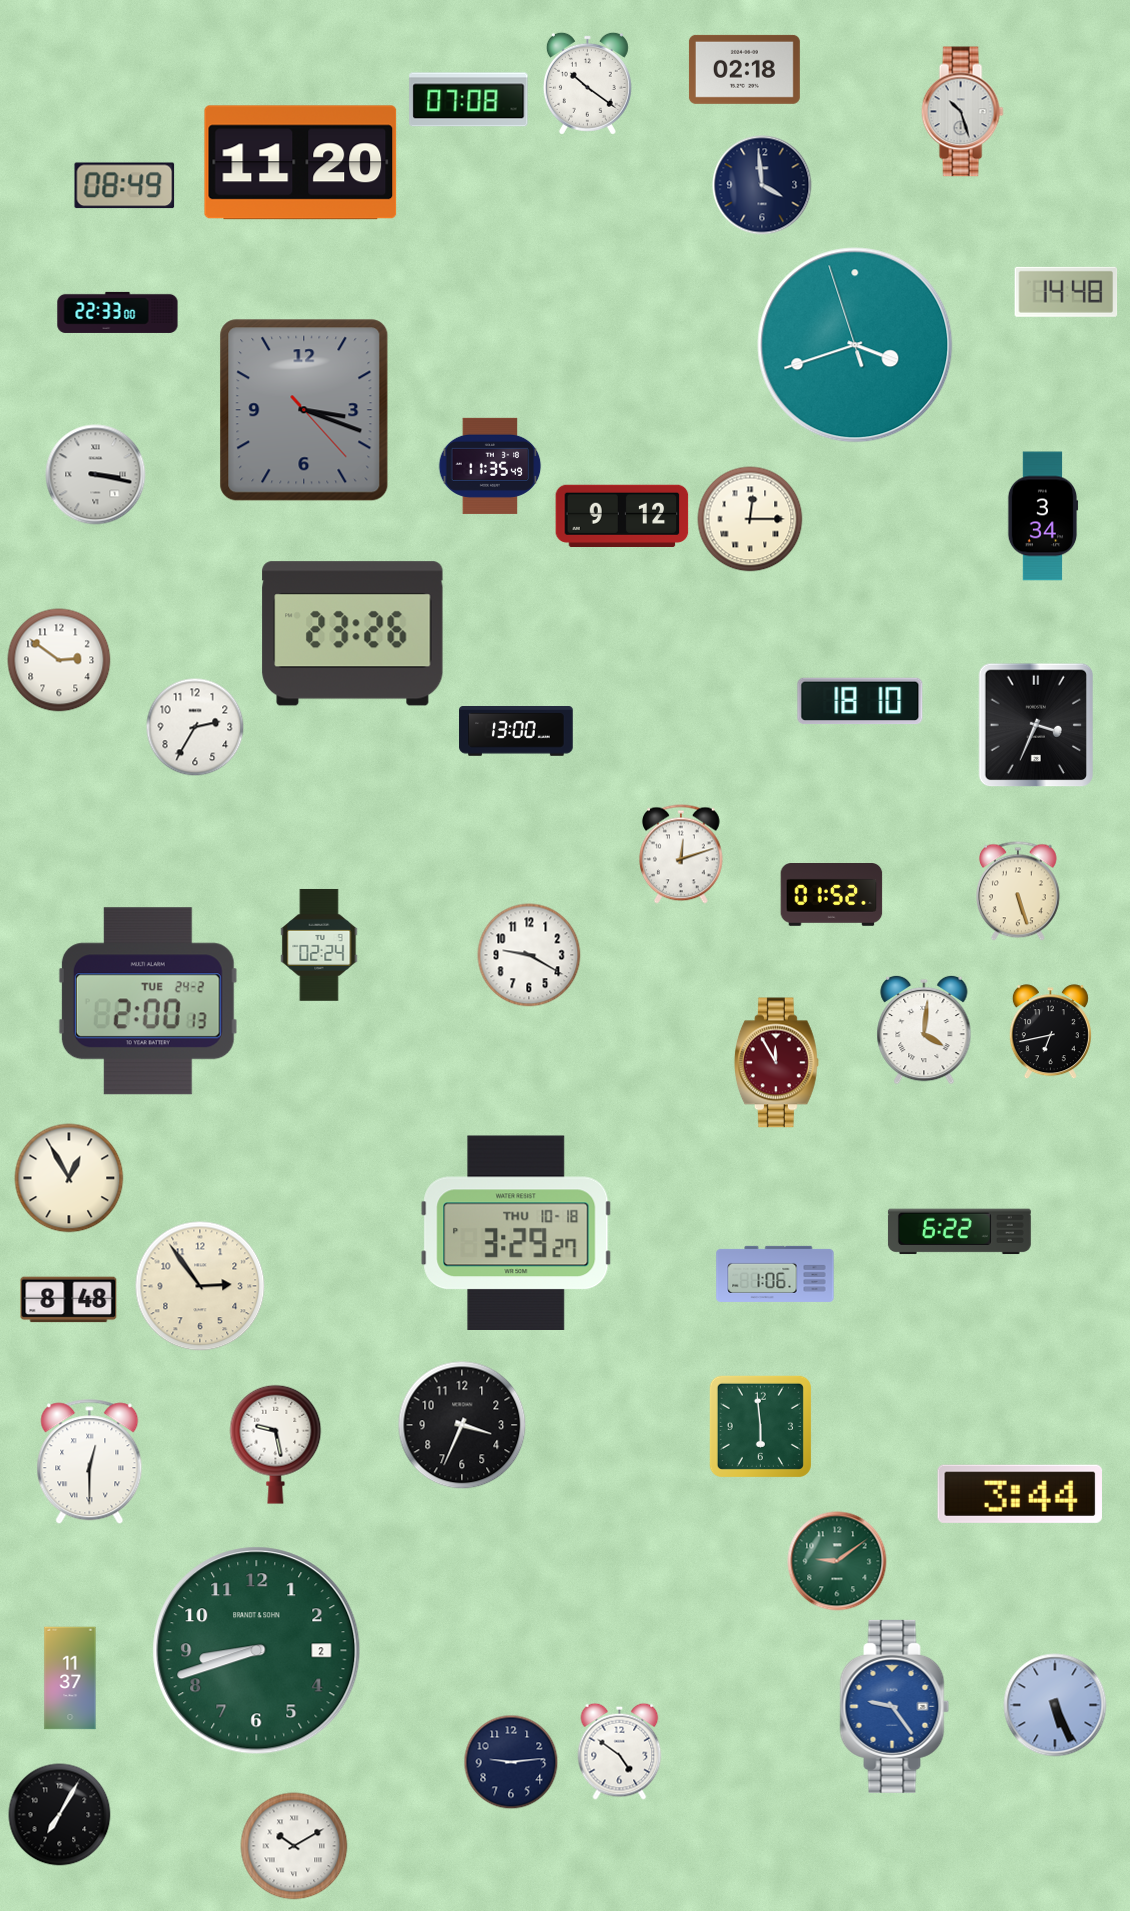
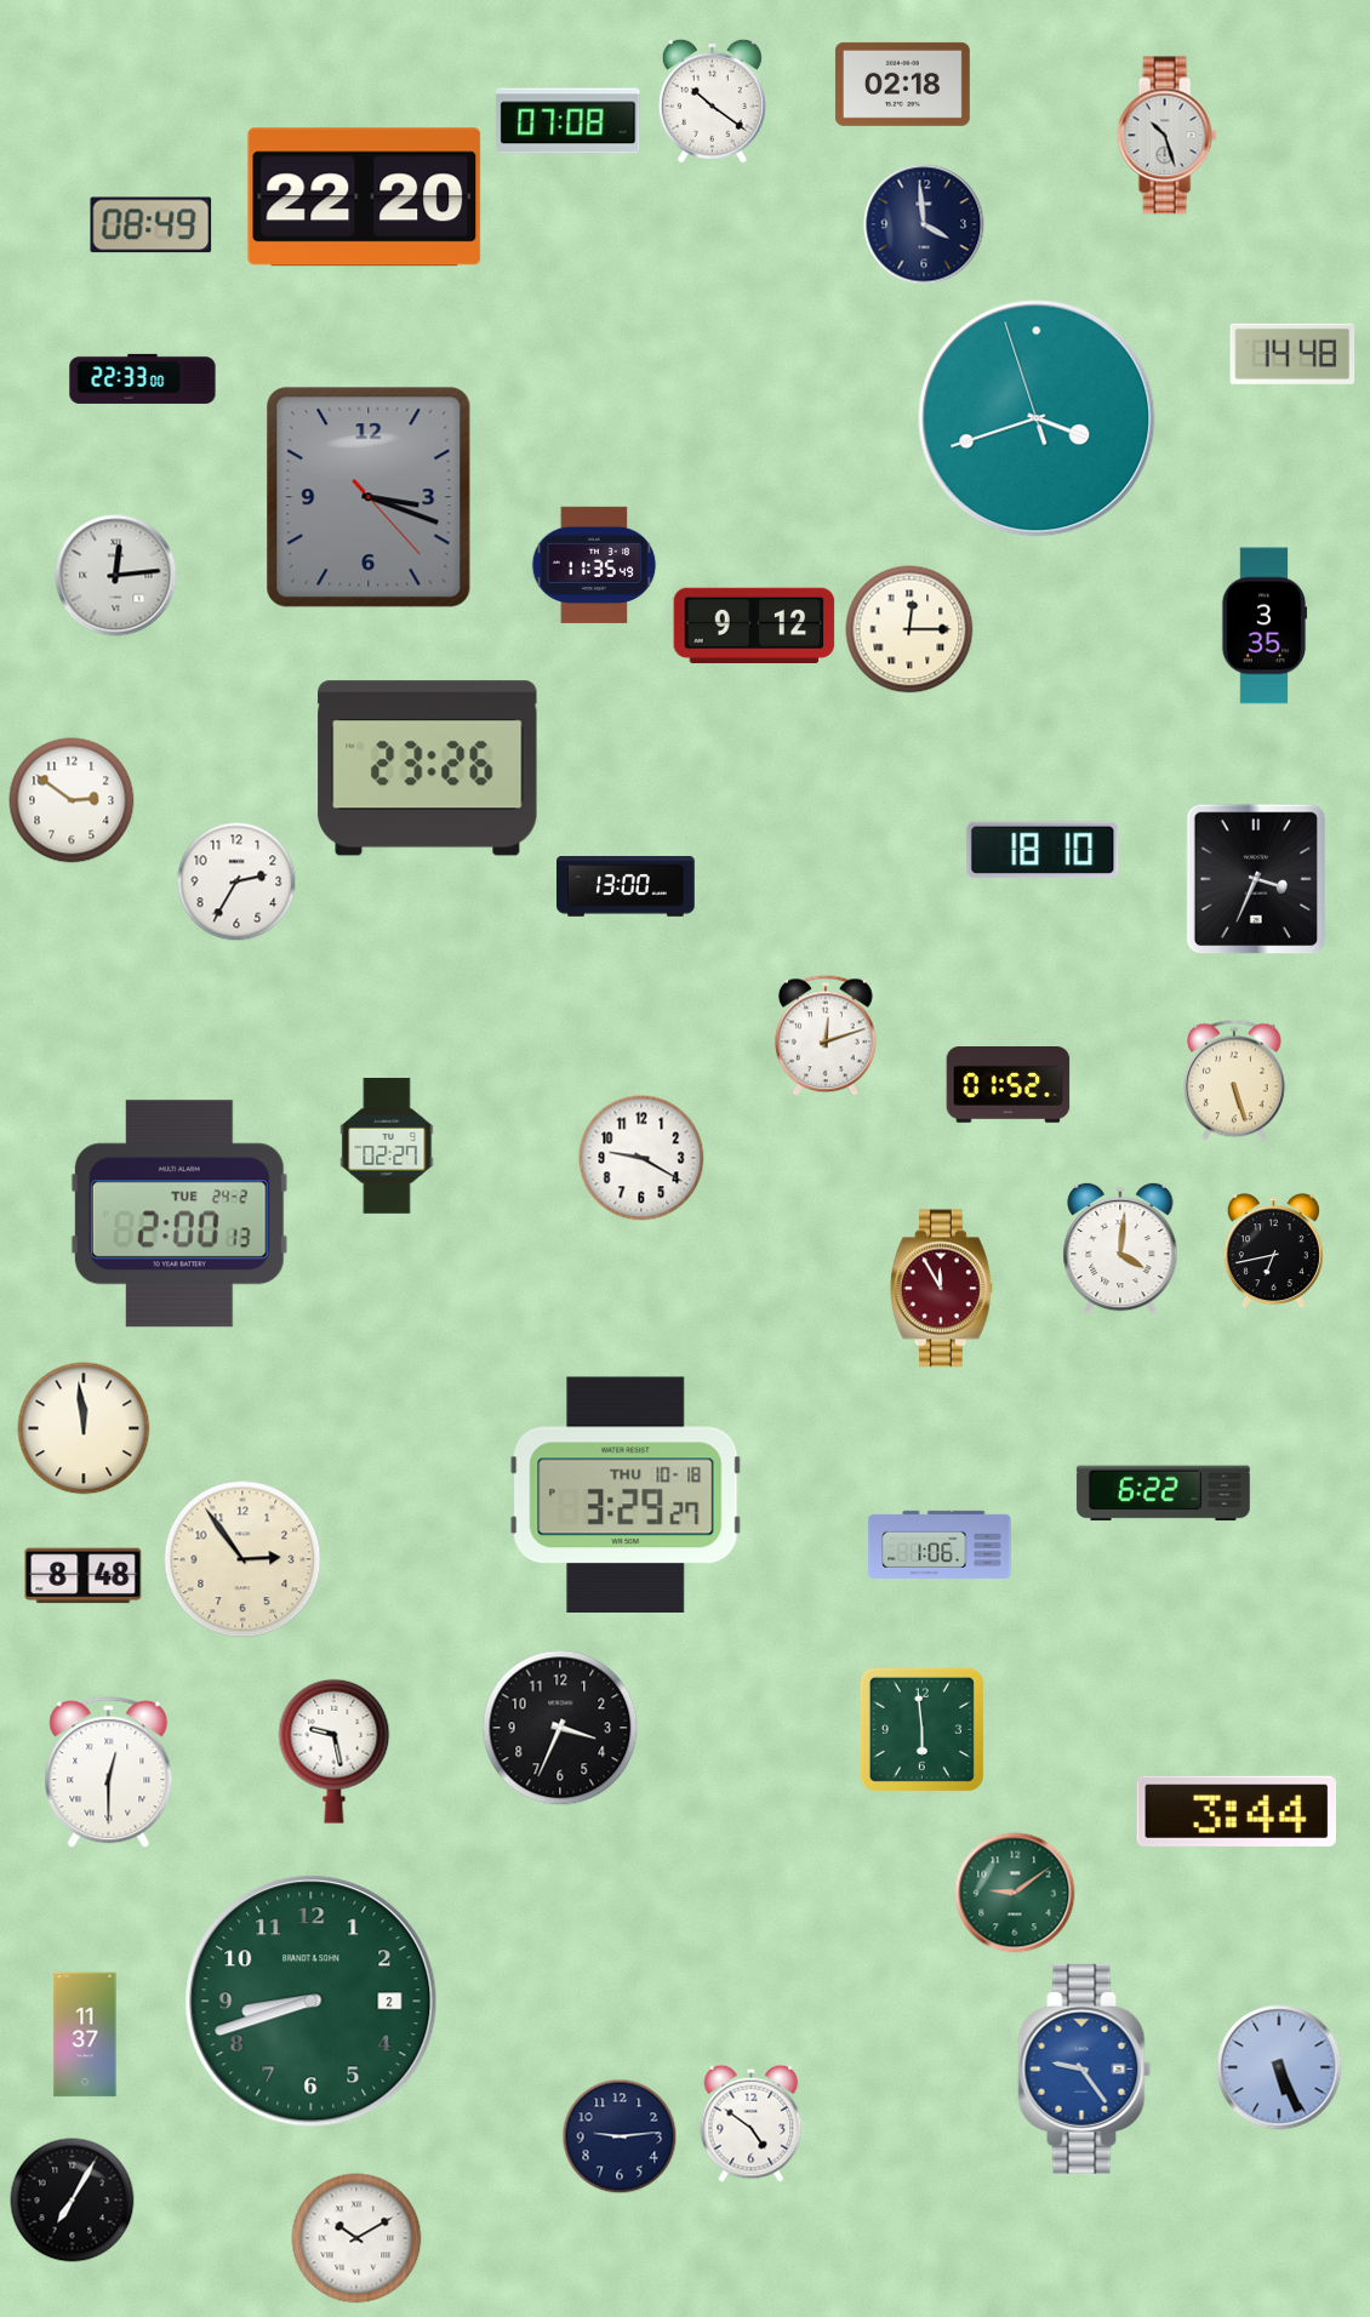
clock at (301, 163): 11:20 -> 22:20
clock at (96, 475): 3:17 -> 12:14
clock at (1043, 516): 3:34 -> 3:35
clock at (319, 945): 02:24 -> 02:27
clock at (69, 1178): 12:55 -> 11:59
